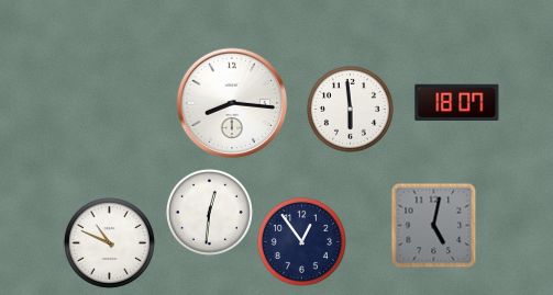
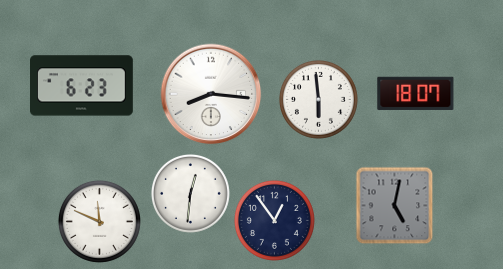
clock at (82, 86): none -> 6:23
clock at (109, 242): 10:49 -> 11:49
